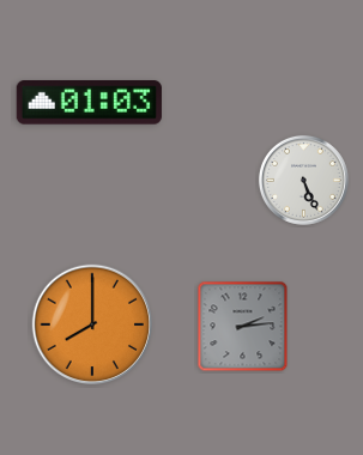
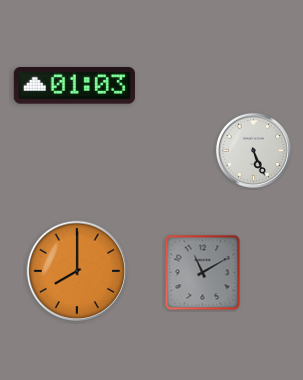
clock at (243, 327): 2:14 -> 11:10
